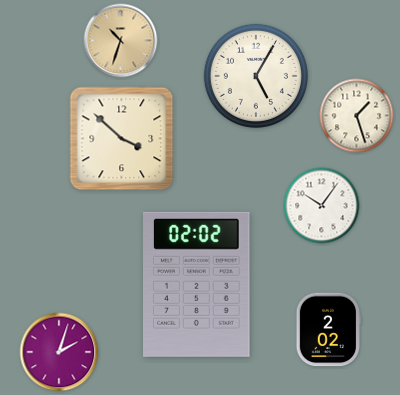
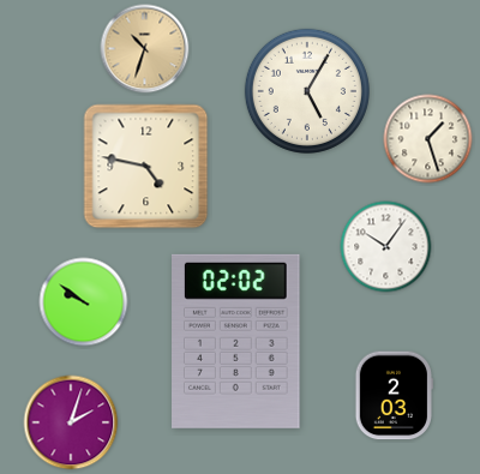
clock at (122, 139): 3:52 -> 4:47
clock at (84, 302): none -> 9:51
clock at (328, 330): 2:02 -> 2:03
